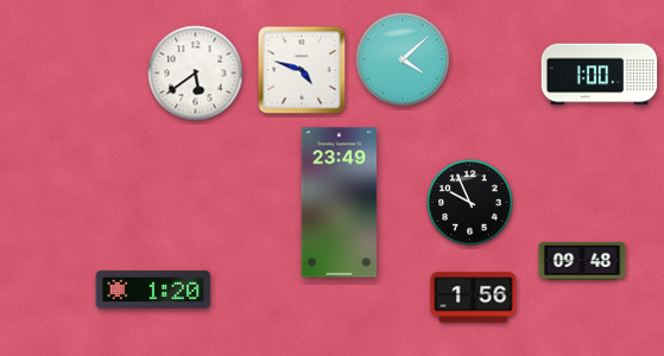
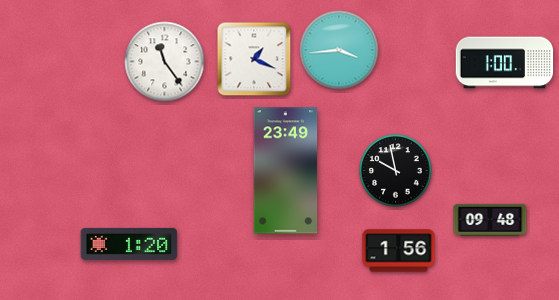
clock at (403, 59): 4:08 -> 3:44
clock at (302, 70): 4:48 -> 1:19
clock at (196, 74): 5:39 -> 11:24
clock at (470, 203): 9:56 -> 9:58
